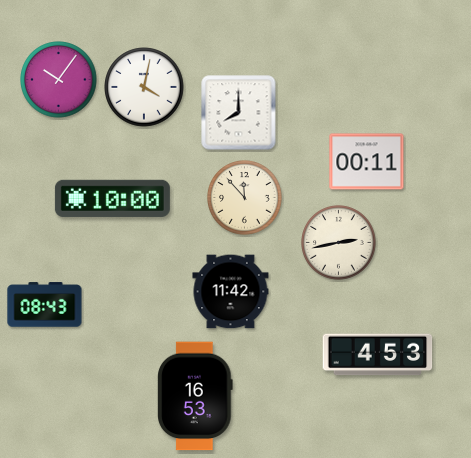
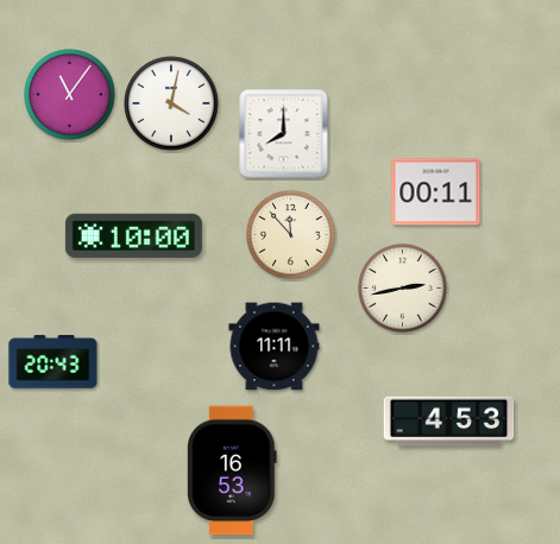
clock at (59, 80): 10:06 -> 11:06
clock at (231, 292): 11:42 -> 11:11
clock at (45, 305): 08:43 -> 20:43
